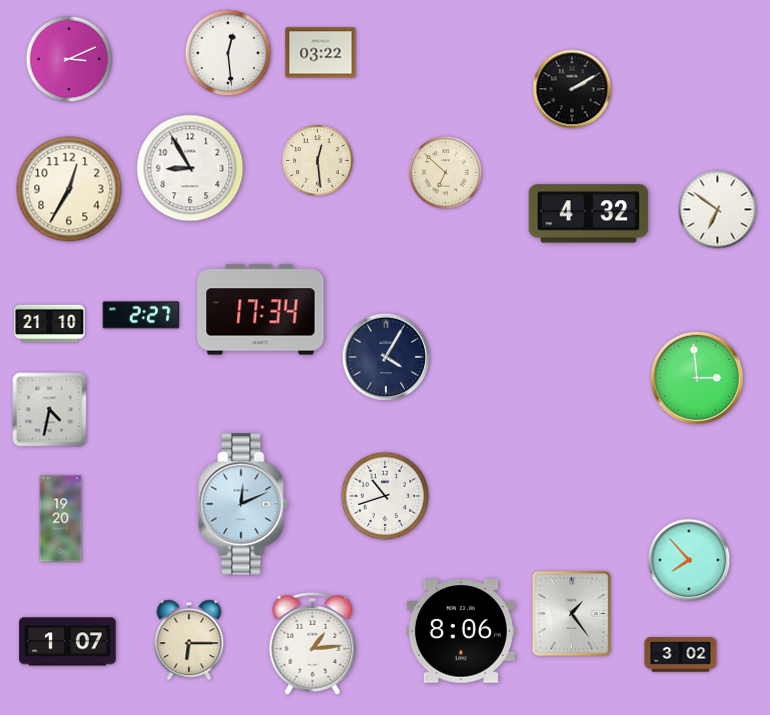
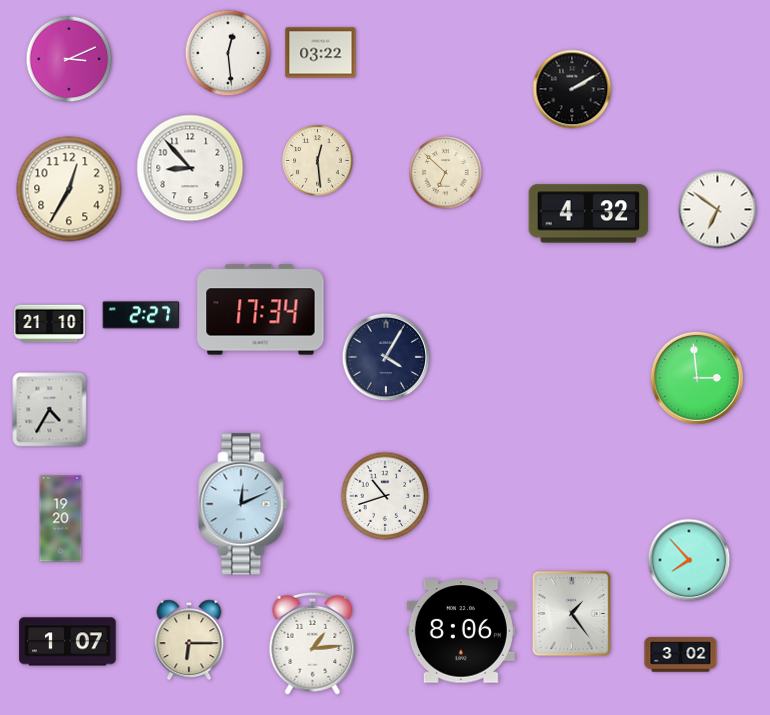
clock at (190, 168): 8:55 -> 8:53
clock at (50, 410): 4:32 -> 4:35
